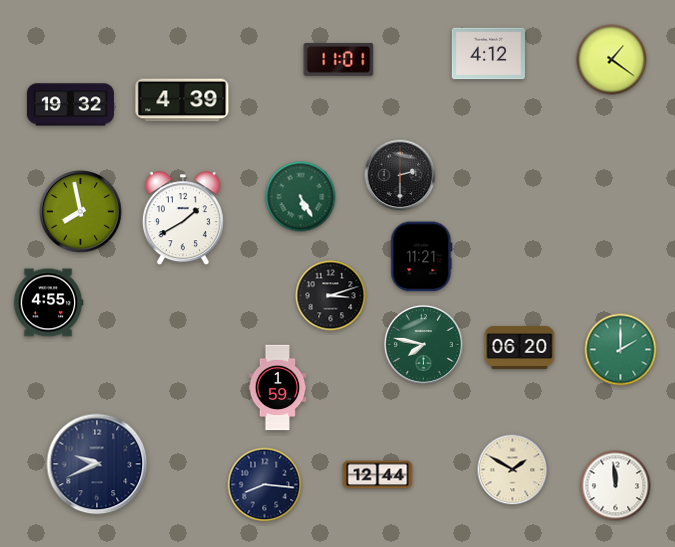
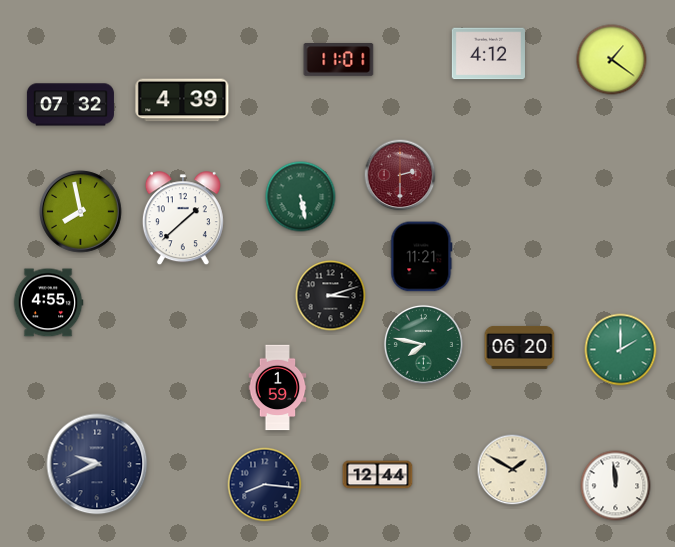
clock at (70, 105): 19:32 -> 07:32
clock at (400, 175) dial: black -> burgundy
clock at (301, 197): 5:25 -> 5:28
clock at (183, 219): 1:40 -> 1:38
